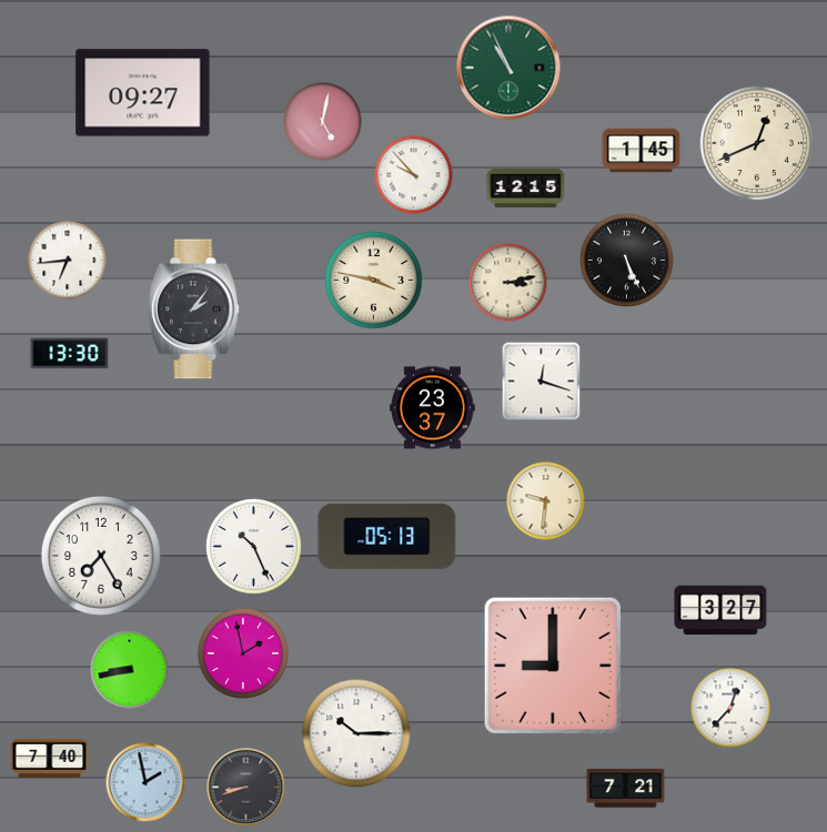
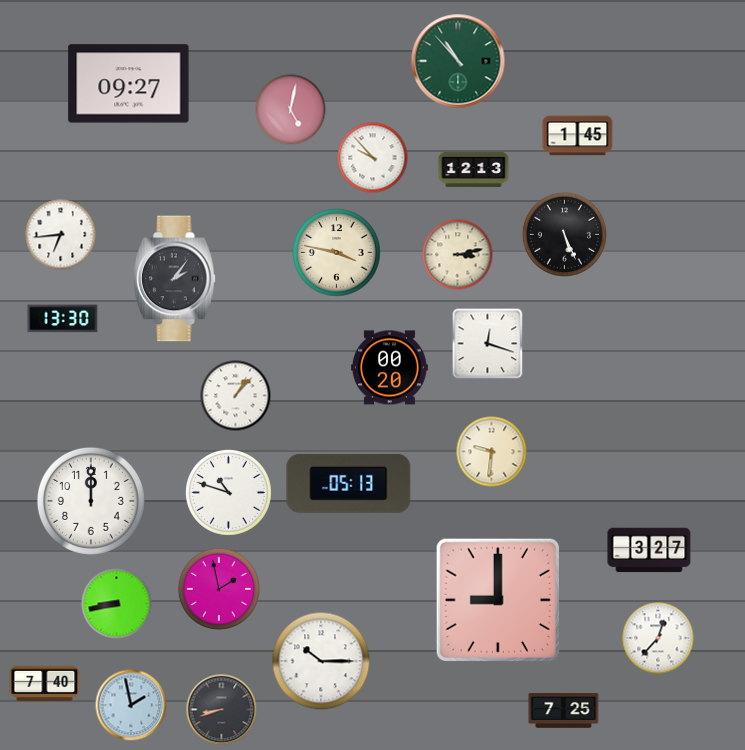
clock at (508, 68): 10:56 -> 10:53
clock at (757, 143): 12:41 -> none
clock at (526, 187): 12:15 -> 12:13
clock at (433, 408): 23:37 -> 00:20
clock at (236, 396): none -> 1:07
clock at (254, 547): 10:26 -> 10:48
clock at (101, 556): 7:25 -> 12:00
clock at (626, 789): 7:21 -> 7:25
